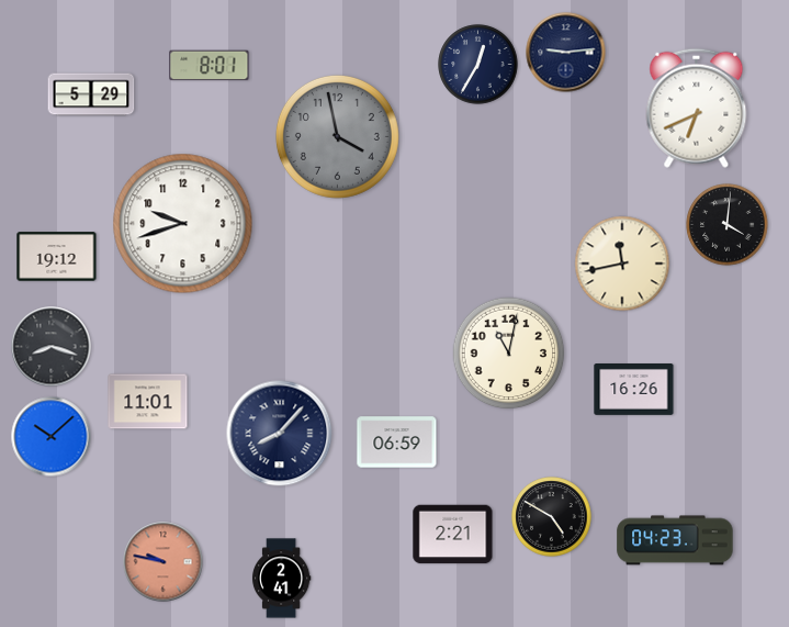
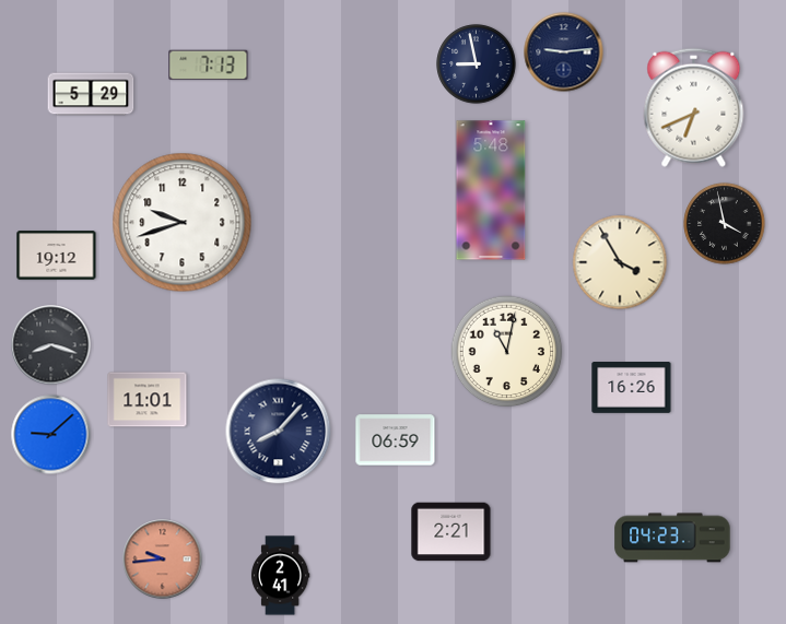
clock at (478, 65): 12:35 -> 8:58
clock at (210, 66): 8:01 -> 7:13
clock at (337, 136): 3:58 -> none
clock at (491, 190): none -> 5:48
clock at (728, 225): 4:01 -> 3:58
clock at (622, 264): 11:43 -> 3:55
clock at (52, 437): 10:08 -> 9:08
clock at (552, 517): 4:50 -> none
clock at (164, 562): 9:47 -> 9:44
